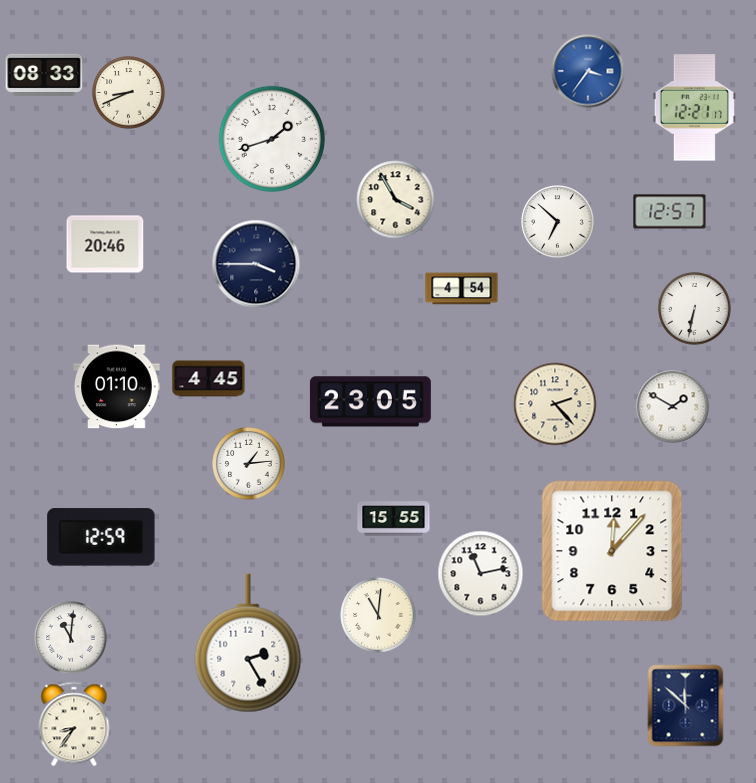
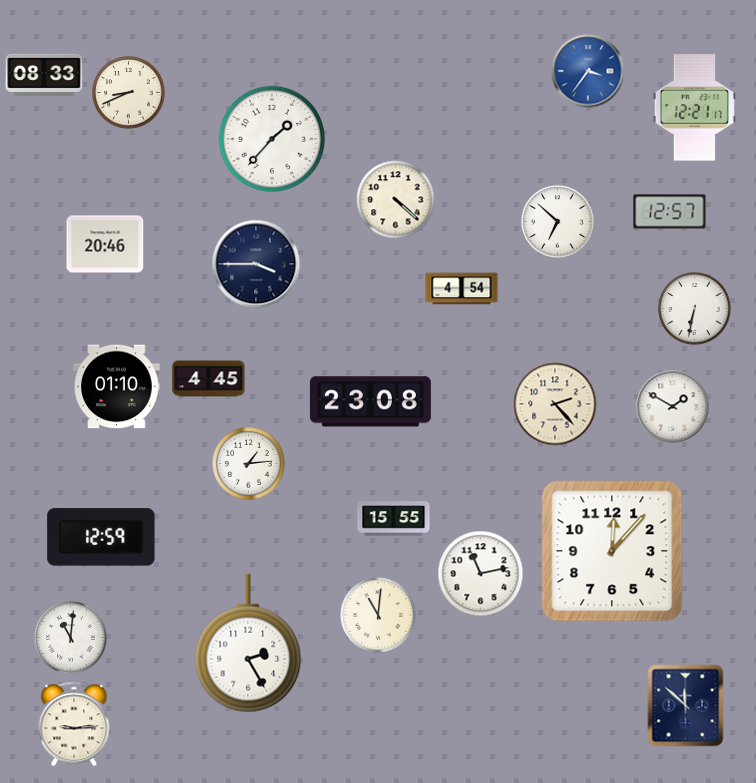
clock at (272, 139): 1:42 -> 1:37
clock at (396, 200): 3:55 -> 4:22
clock at (370, 402): 23:05 -> 23:08
clock at (74, 724): 8:36 -> 9:14
